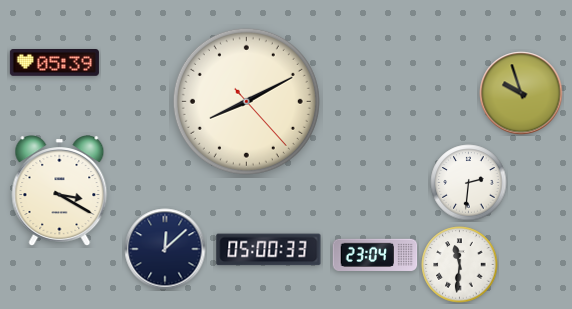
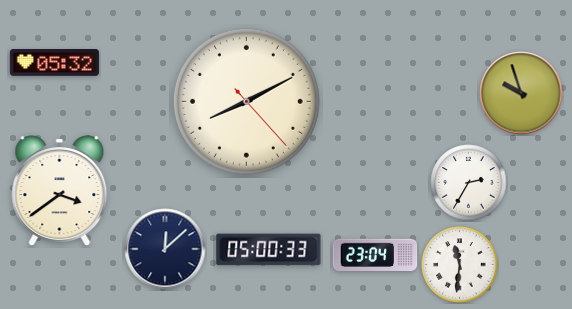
clock at (54, 63): 05:39 -> 05:32
clock at (469, 183): 2:31 -> 2:35
clock at (60, 191): 3:20 -> 3:39
